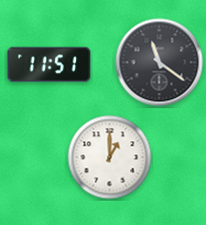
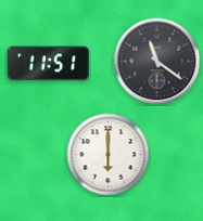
clock at (110, 158): 1:00 -> 6:00
